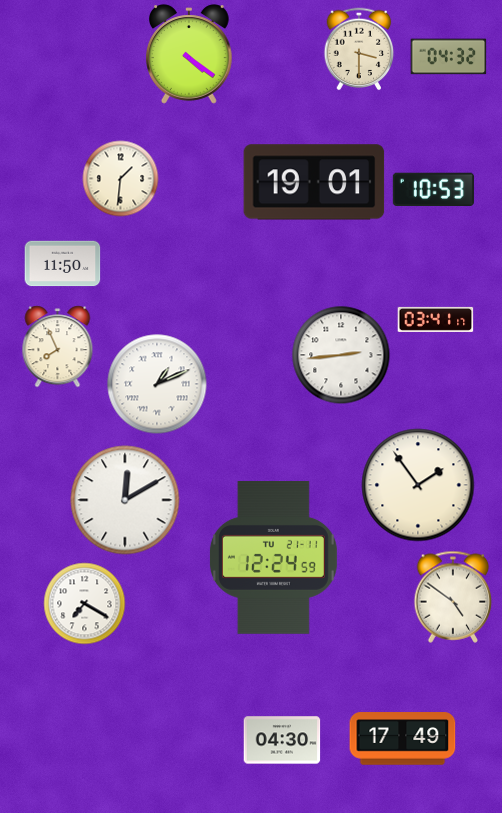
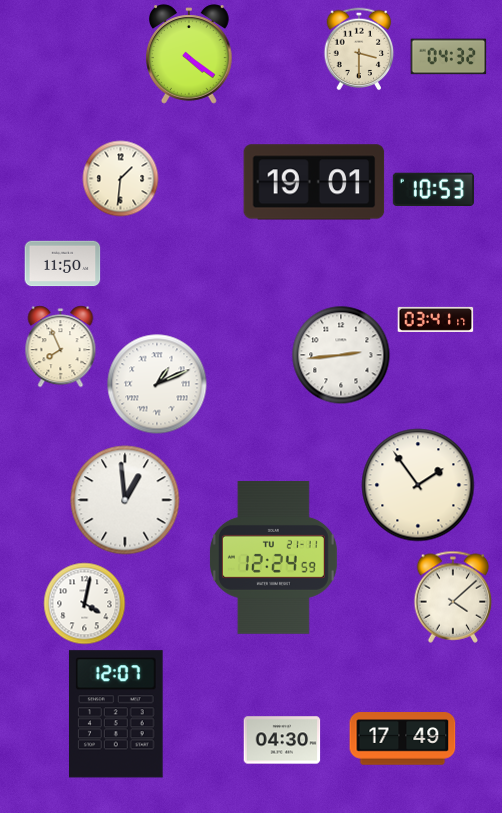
clock at (58, 347) position: (58, 347) -> (61, 347)
clock at (125, 500): 12:10 -> 12:59
clock at (453, 597): 4:51 -> 4:08
clock at (85, 604): 7:20 -> 4:02
clock at (116, 714): none -> 12:07
